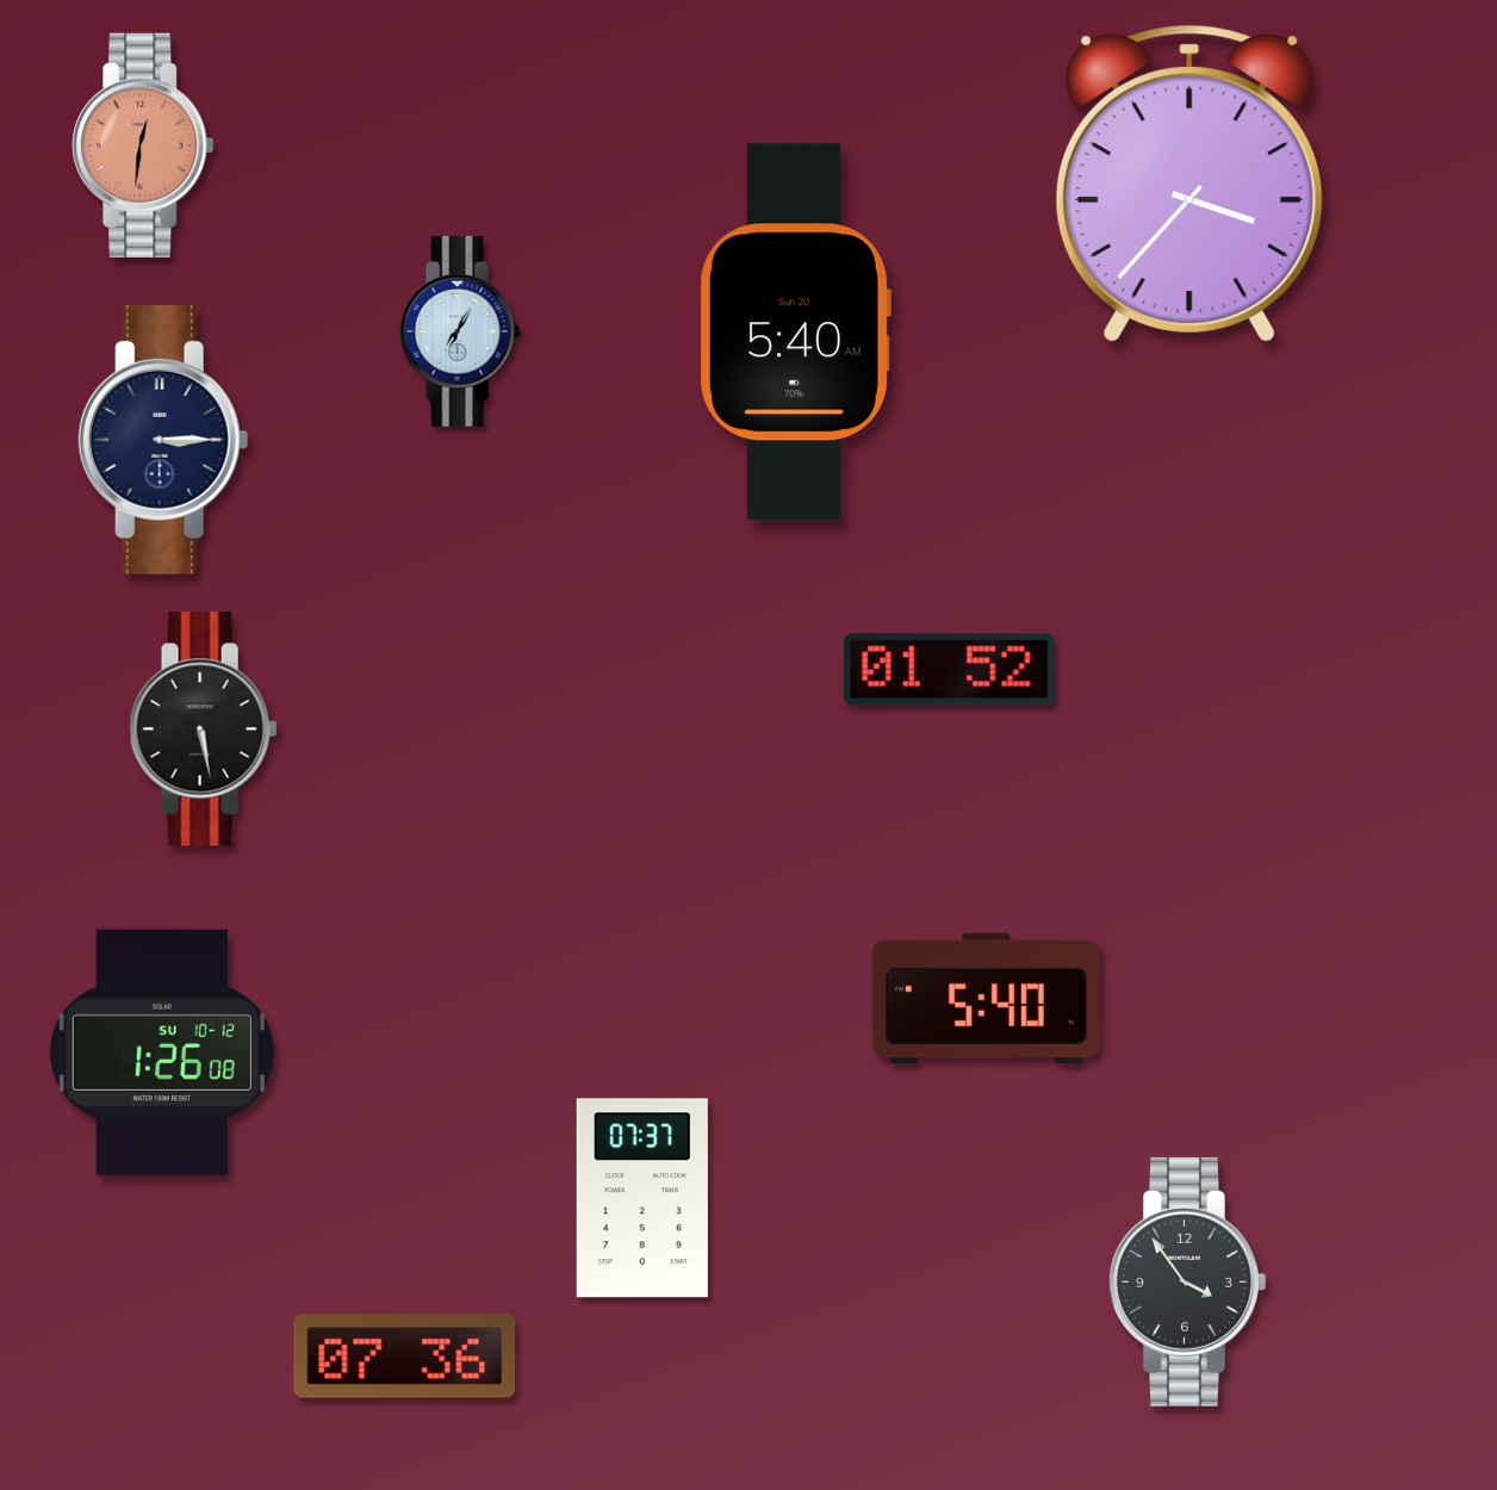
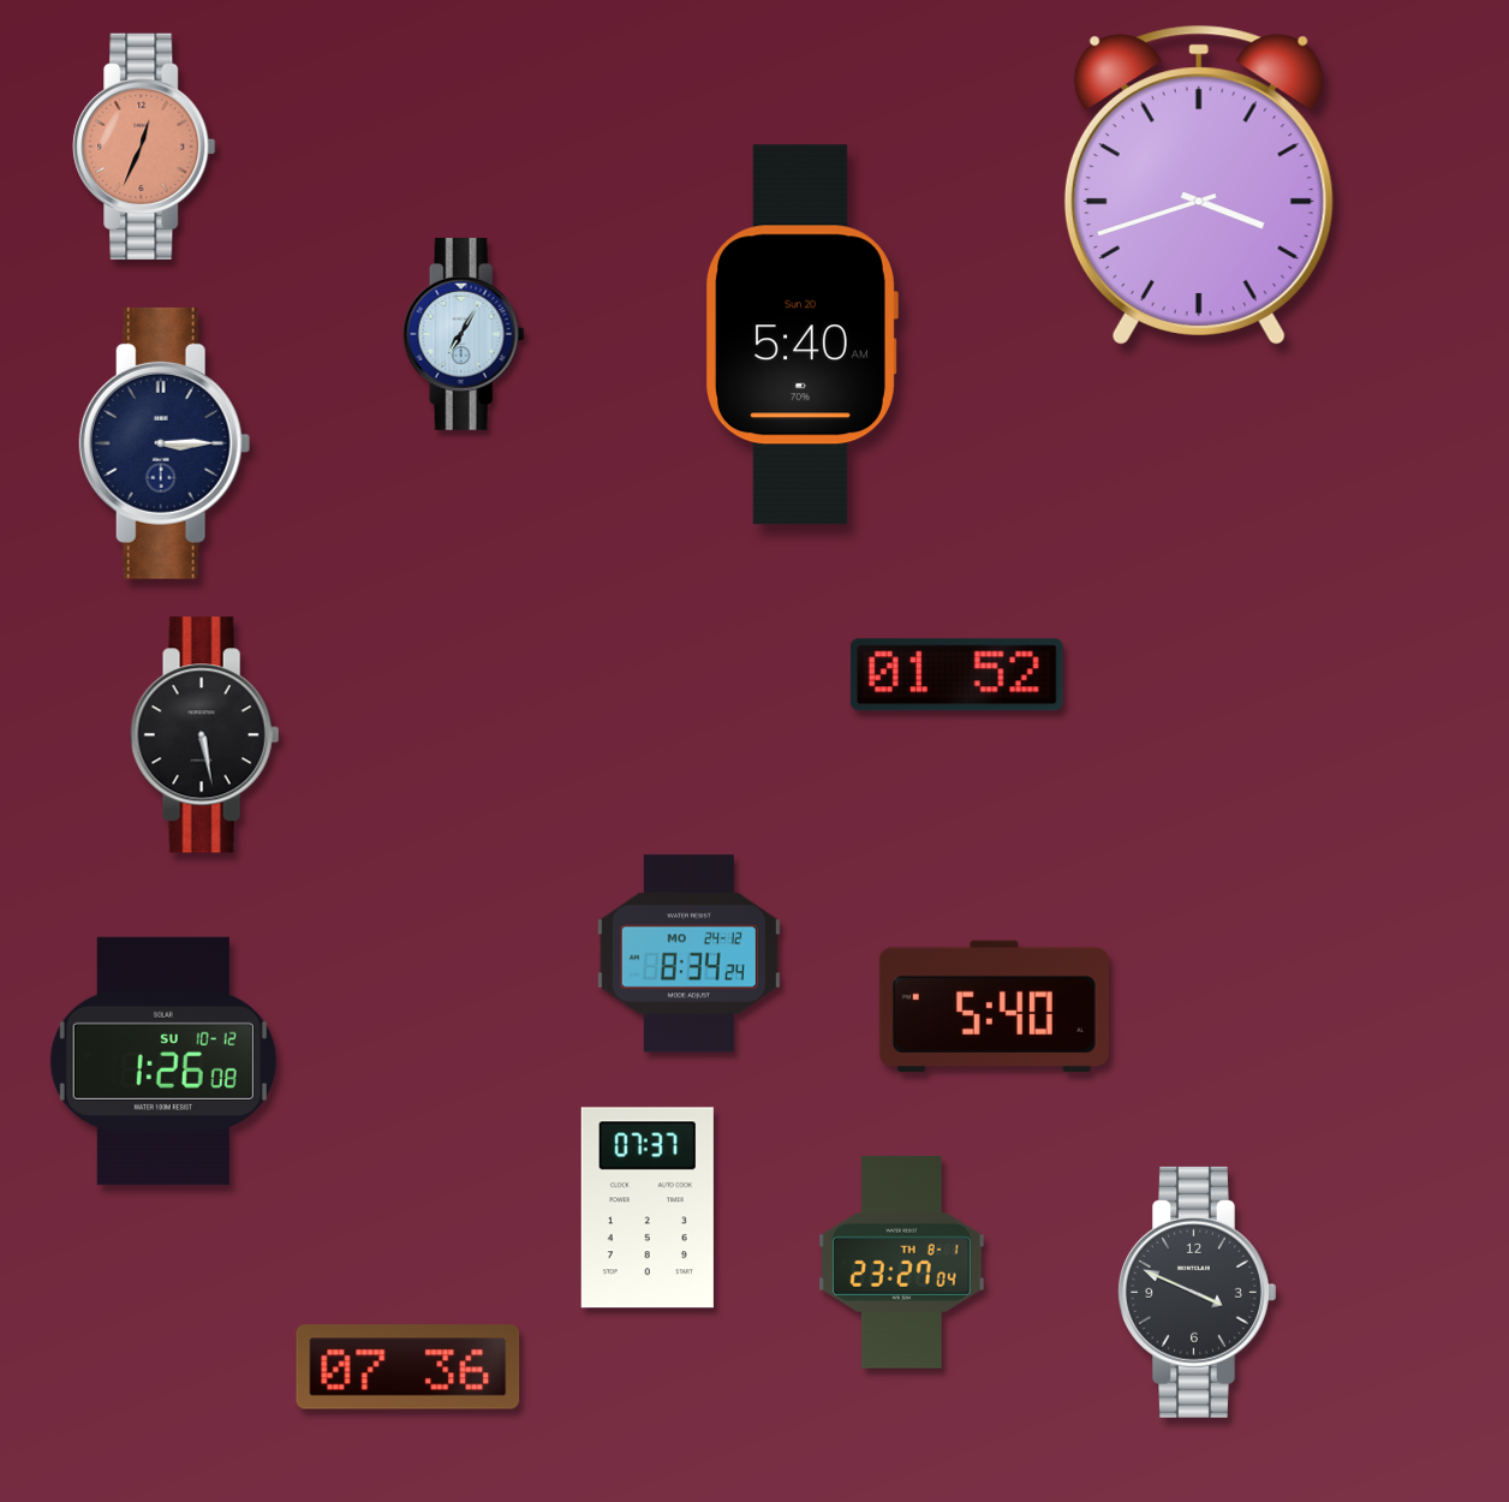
clock at (143, 145): 12:31 -> 12:34
clock at (1189, 184): 3:37 -> 3:42
clock at (688, 954): none -> 8:34
clock at (901, 1262): none -> 23:27
clock at (1188, 1281): 3:54 -> 3:49
